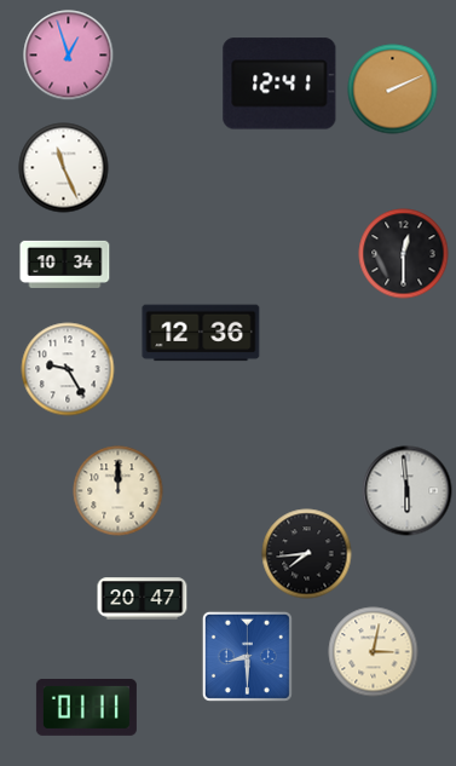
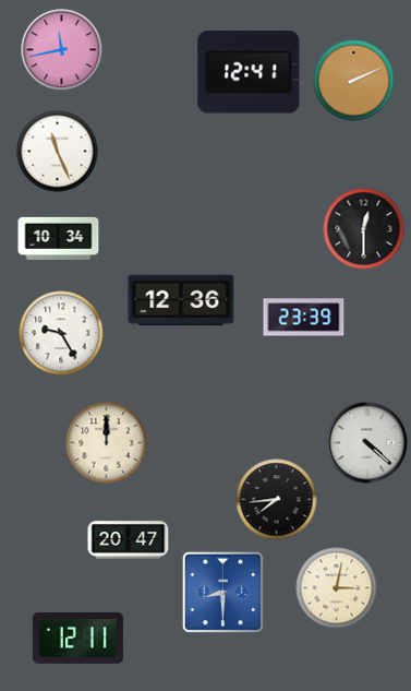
clock at (69, 56): 12:57 -> 11:43
clock at (279, 83) position: (279, 83) -> (249, 72)
clock at (304, 318): none -> 23:39
clock at (408, 491): 5:59 -> 4:22
clock at (86, 707): 01:11 -> 12:11
